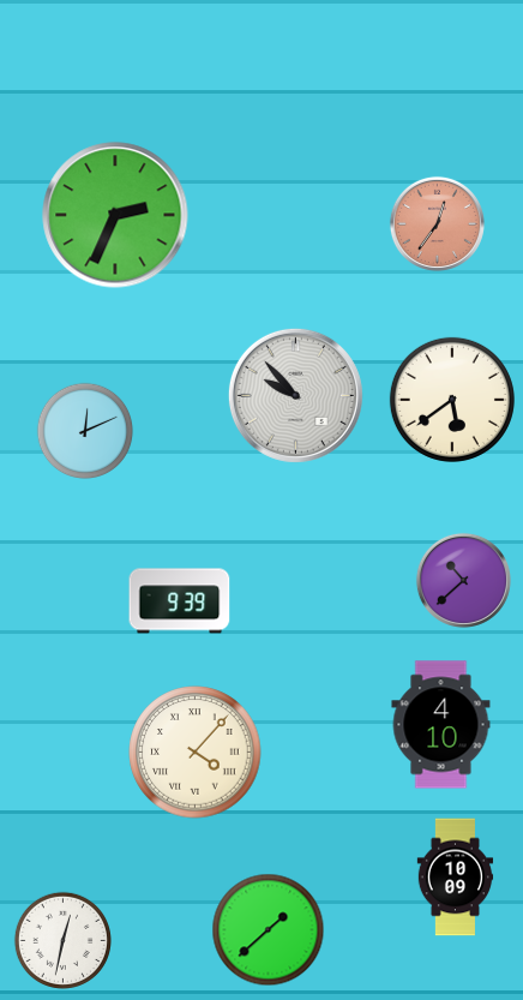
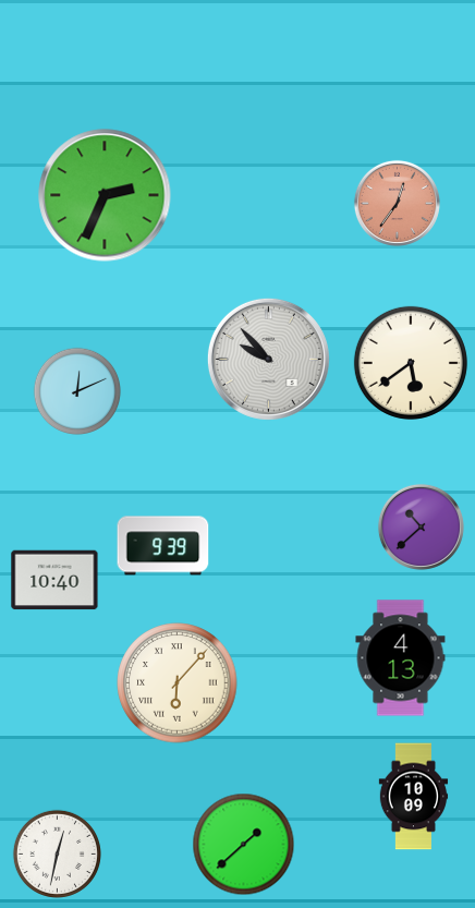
clock at (54, 580): none -> 10:40
clock at (441, 725): 4:10 -> 4:13
clock at (196, 753): 4:07 -> 6:07
